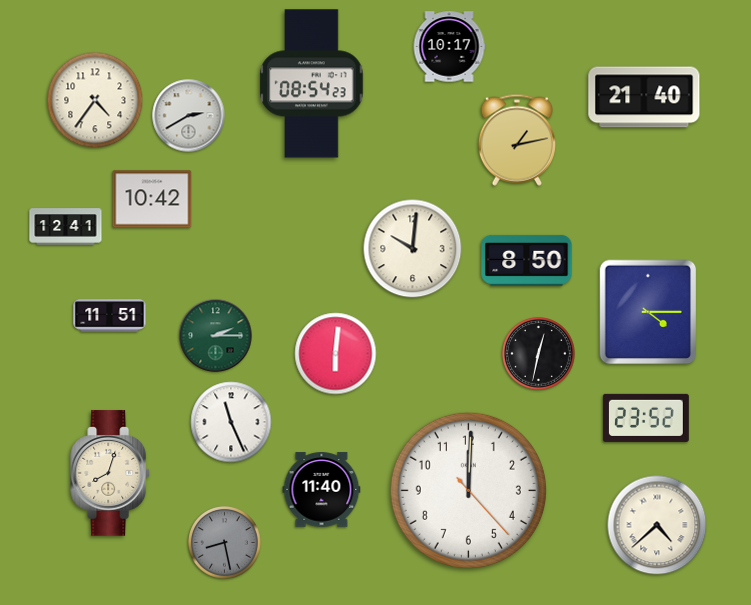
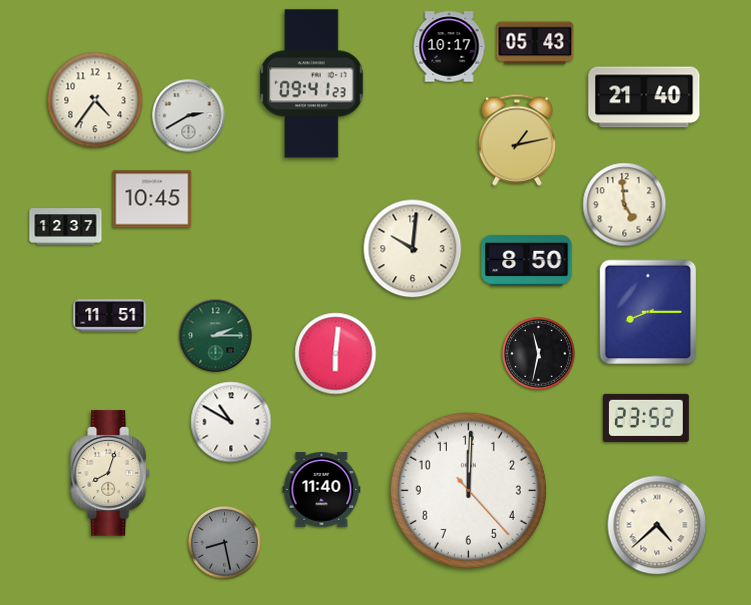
clock at (535, 43): none -> 05:43
clock at (312, 84): 08:54 -> 09:41
clock at (152, 199): 10:42 -> 10:45
clock at (625, 205): none -> 4:59
clock at (66, 227): 12:41 -> 12:37
clock at (648, 312): 4:15 -> 8:15
clock at (539, 354): 12:32 -> 11:32
clock at (231, 422): 11:26 -> 10:50
